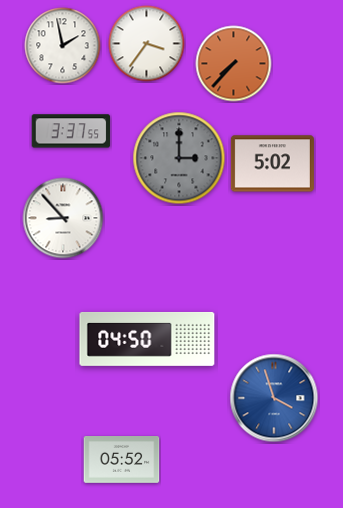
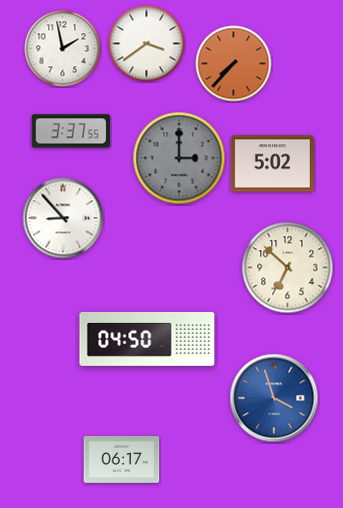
clock at (147, 44): 3:36 -> 3:39
clock at (63, 46) position: (63, 46) -> (63, 49)
clock at (288, 268): none -> 6:52
clock at (122, 460): 05:52 -> 06:17
